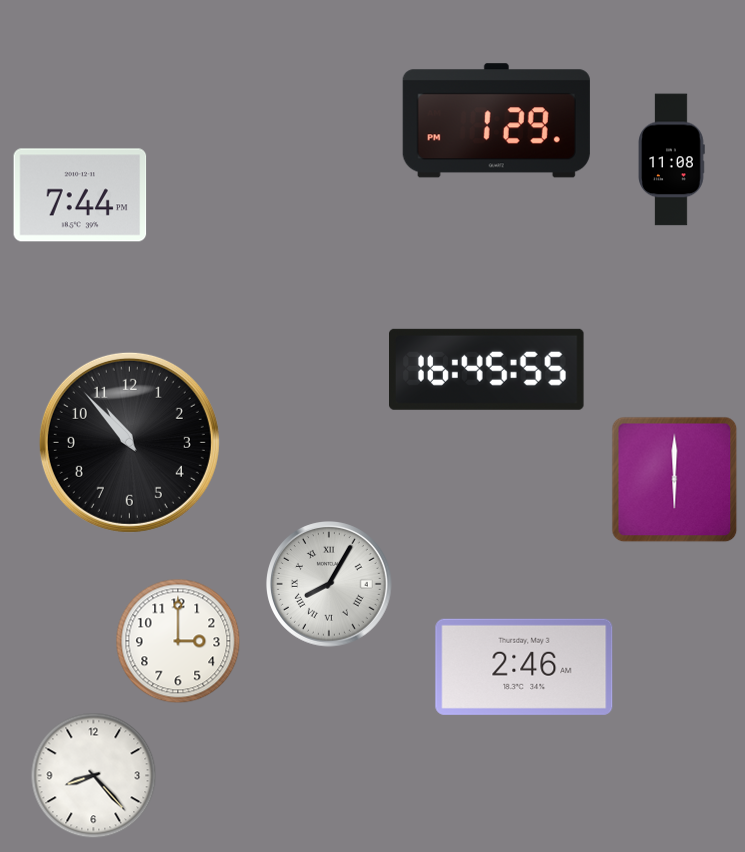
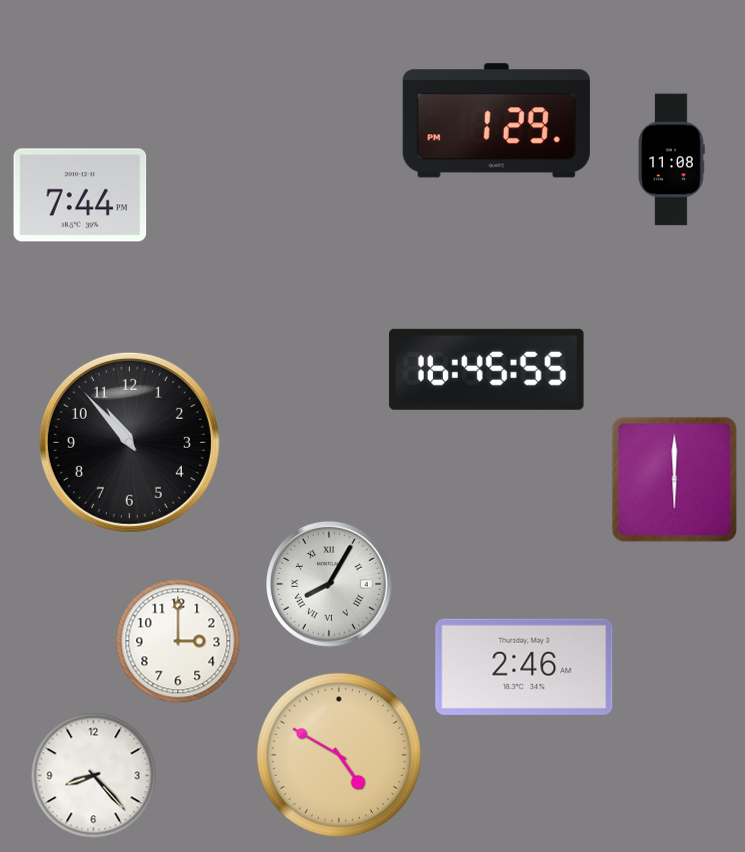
clock at (339, 755): none -> 4:50
